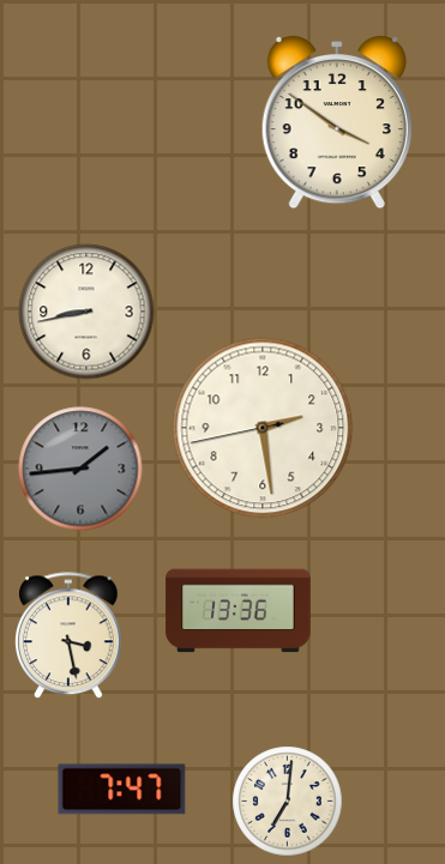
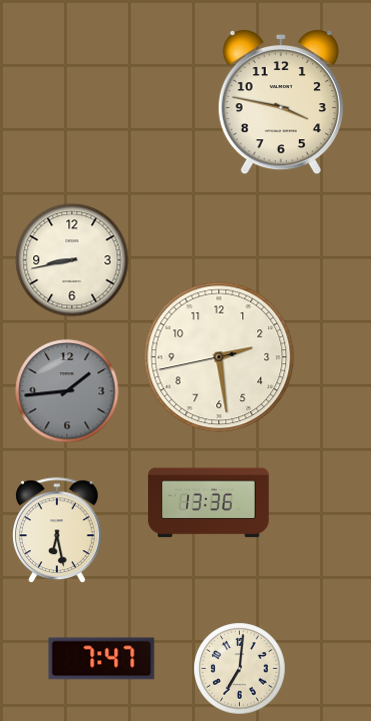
clock at (337, 122): 3:51 -> 3:47
clock at (239, 611) position: (239, 611) -> (209, 503)
clock at (70, 636): 3:28 -> 6:28
